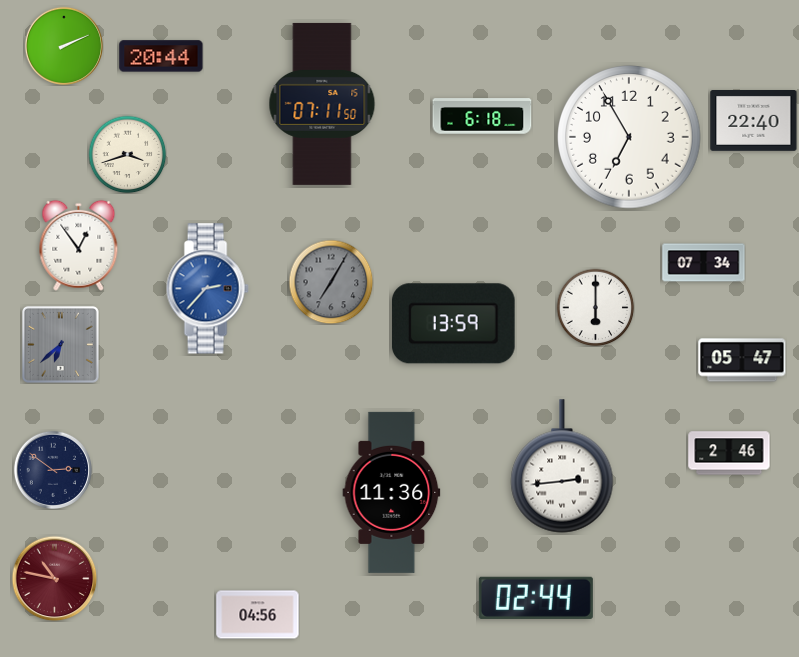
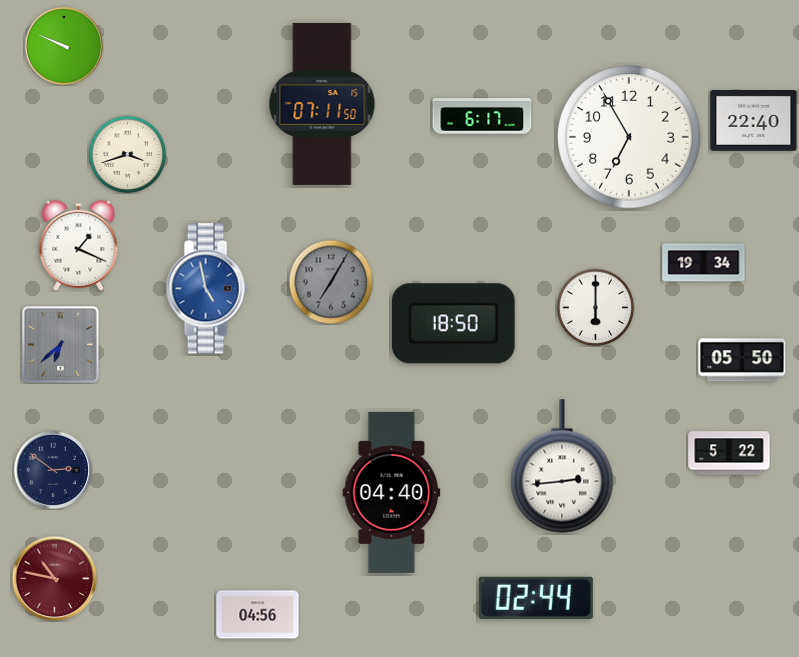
clock at (63, 45): 2:11 -> 9:49
clock at (161, 56): 20:44 -> none
clock at (482, 116): 6:18 -> 6:17
clock at (79, 245): 12:54 -> 1:19
clock at (704, 263): 07:34 -> 19:34
clock at (207, 289): 2:37 -> 4:58
clock at (454, 324): 13:59 -> 18:50
clock at (742, 360): 05:47 -> 05:50
clock at (729, 453): 2:46 -> 5:22
clock at (392, 492): 11:36 -> 04:40
